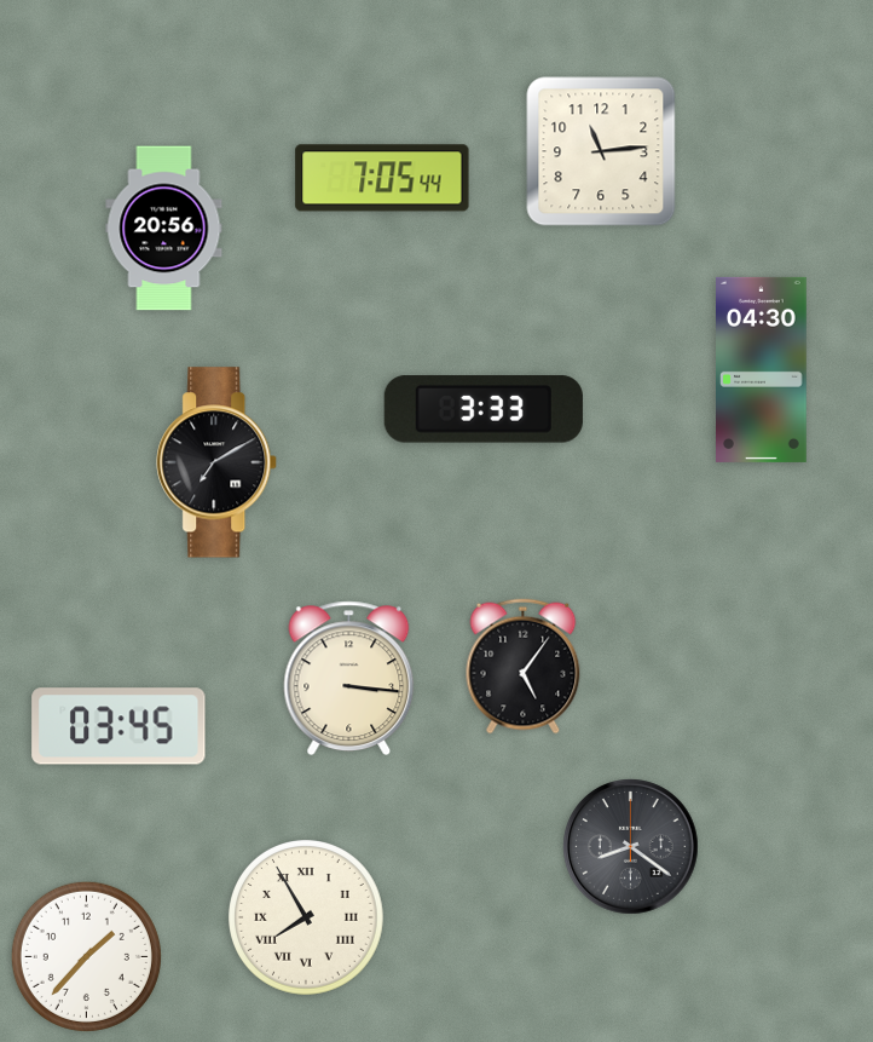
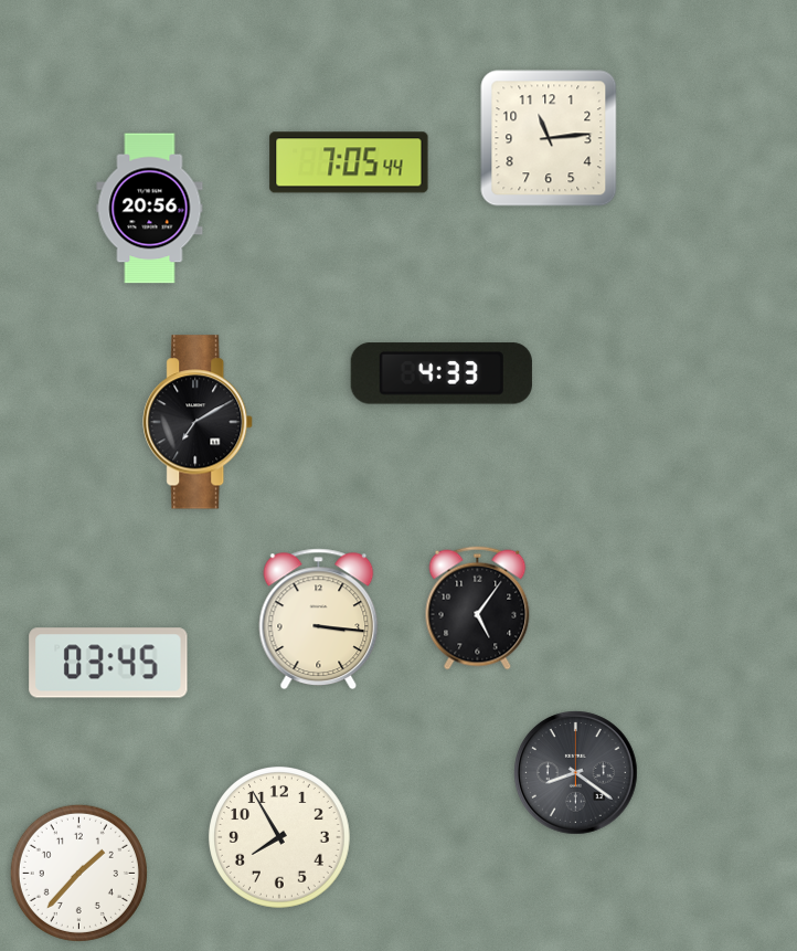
clock at (762, 369): 04:30 -> none
clock at (484, 409): 3:33 -> 4:33
clock at (307, 919) numerals: Roman -> Arabic
